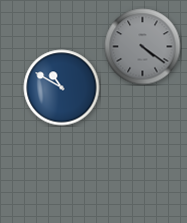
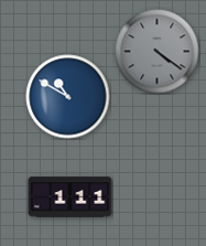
clock at (71, 197): none -> 1:11
